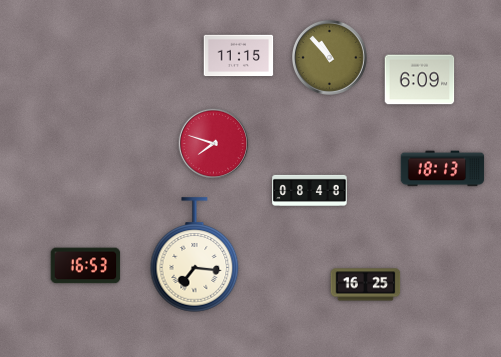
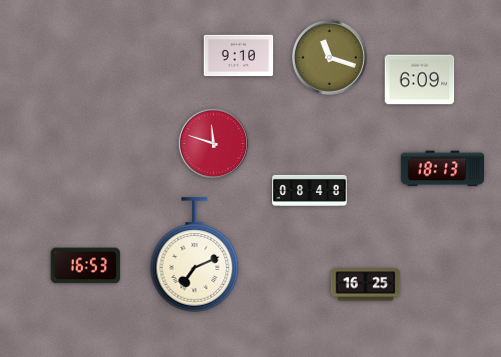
clock at (239, 56): 11:15 -> 9:10
clock at (330, 58): 10:53 -> 11:18
clock at (214, 144): 7:48 -> 11:48
clock at (195, 255): 7:16 -> 7:11
